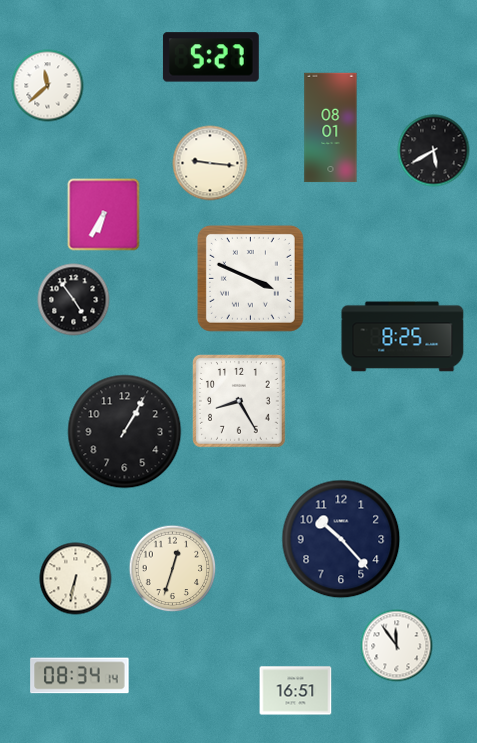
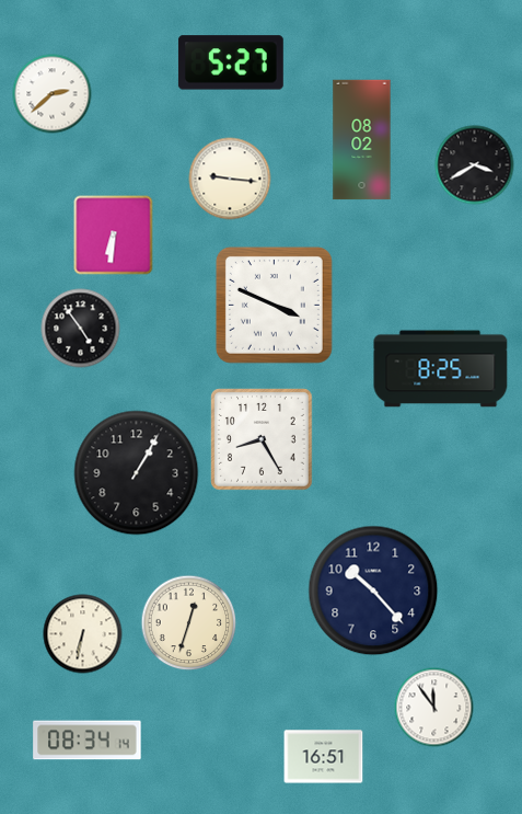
clock at (48, 86): 11:38 -> 2:38
clock at (331, 128): 08:01 -> 08:02
clock at (434, 151): 5:40 -> 3:40
clock at (104, 215): 6:35 -> 6:31
